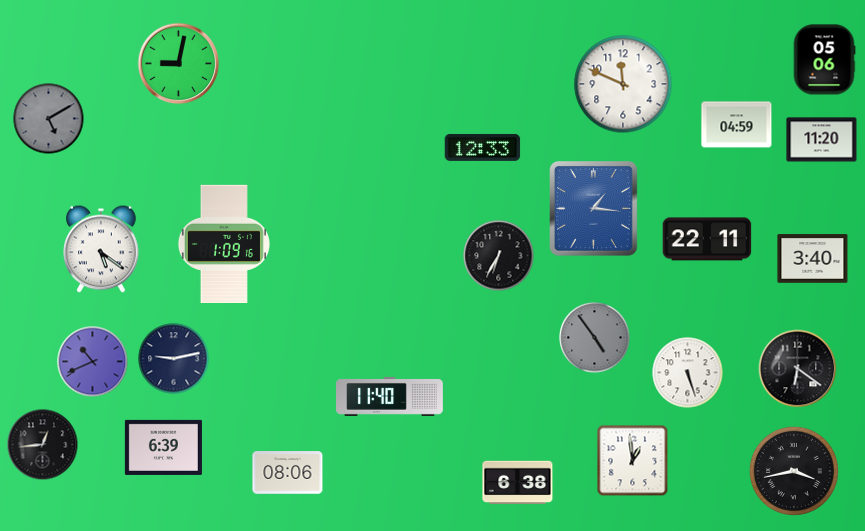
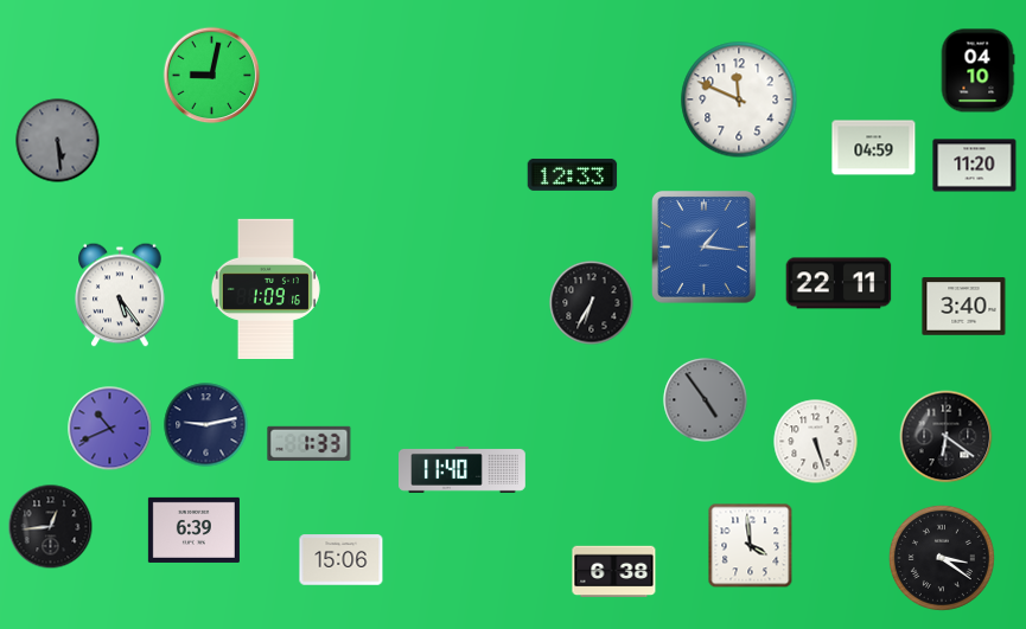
clock at (824, 60): 05:06 -> 04:10
clock at (49, 119): 5:10 -> 5:29
clock at (101, 249): 5:21 -> 5:24
clock at (310, 443): none -> 1:33
clock at (633, 461): 12:59 -> 3:59
clock at (794, 471): 3:43 -> 3:21
clock at (288, 473): 08:06 -> 15:06
